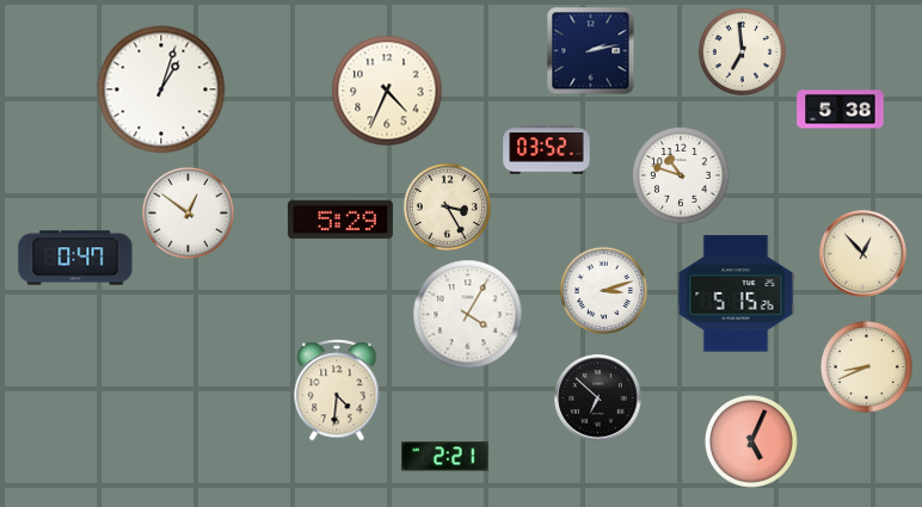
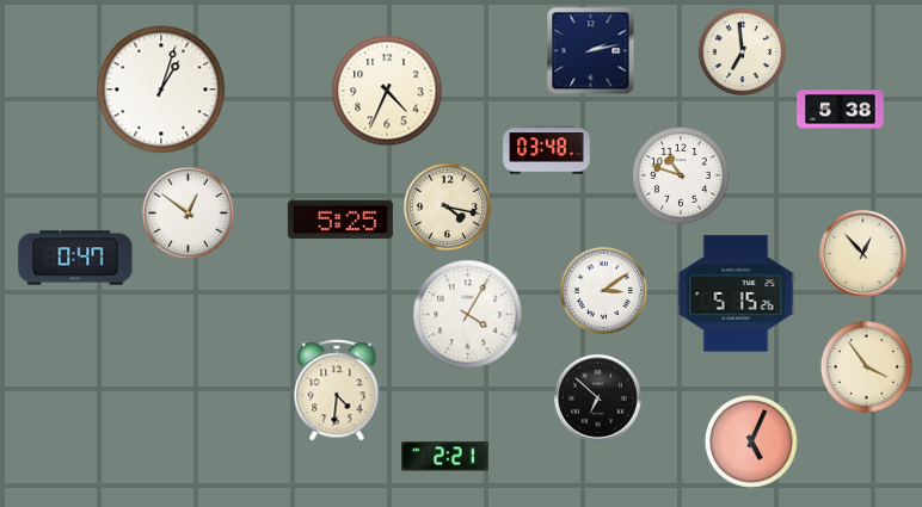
clock at (547, 150): 03:52 -> 03:48
clock at (447, 206): 3:25 -> 4:17
clock at (340, 220): 5:29 -> 5:25
clock at (603, 290): 3:12 -> 3:09
clock at (866, 366): 8:41 -> 3:54
